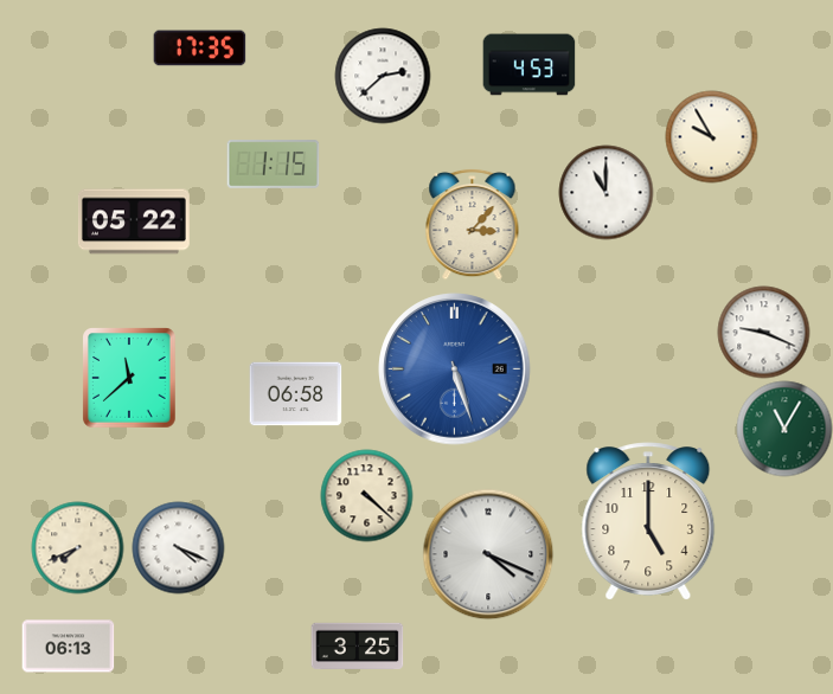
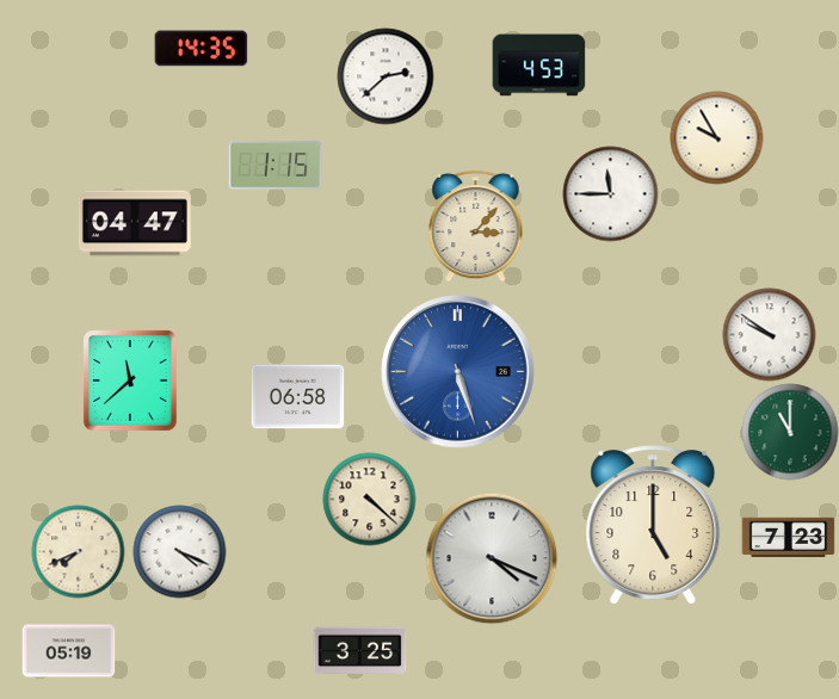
clock at (199, 49): 17:35 -> 14:35
clock at (528, 65) position: (528, 65) -> (538, 66)
clock at (605, 192): 11:00 -> 11:45
clock at (134, 221): 05:22 -> 04:47
clock at (763, 332): 9:19 -> 9:51
clock at (784, 429): 11:05 -> 11:00
clock at (788, 538): none -> 7:23
clock at (68, 647): 06:13 -> 05:19
